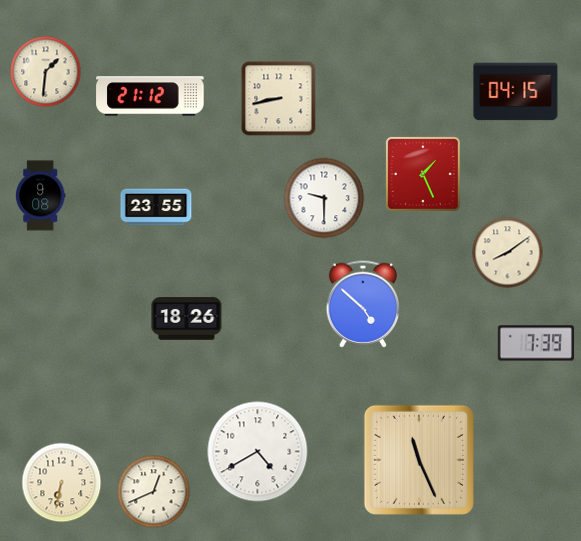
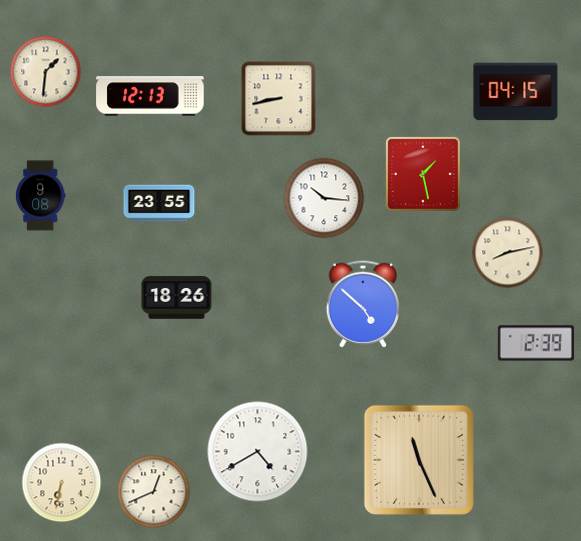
clock at (150, 96): 21:12 -> 12:13
clock at (423, 174): 1:26 -> 1:28
clock at (324, 198): 9:30 -> 10:16
clock at (156, 207) position: (156, 207) -> (159, 203)
clock at (508, 253): 8:09 -> 8:13
clock at (187, 319) position: (187, 319) -> (177, 298)
clock at (536, 343): 7:39 -> 2:39
